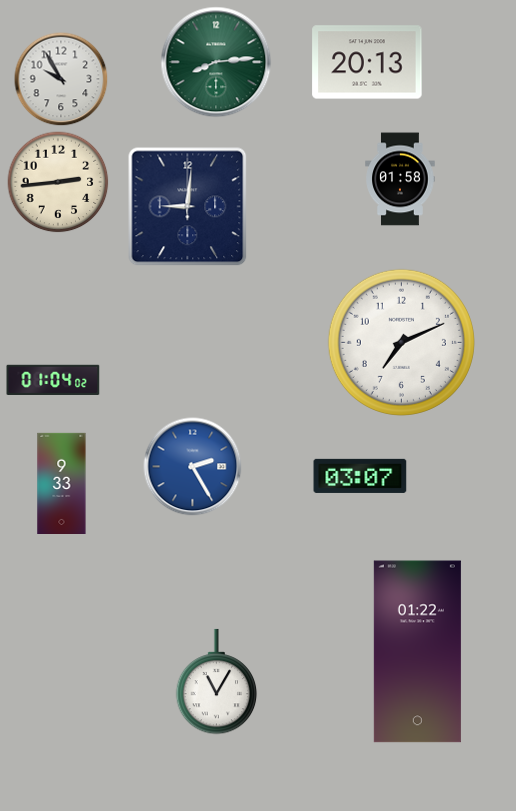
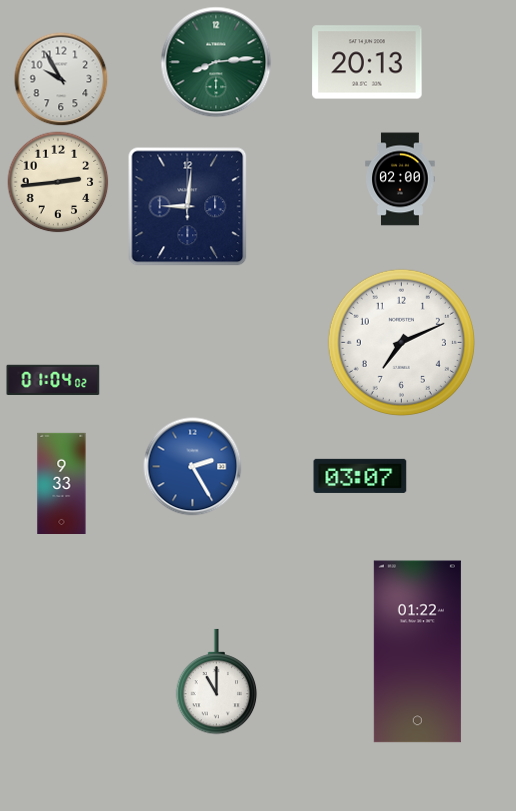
clock at (400, 179): 01:58 -> 02:00
clock at (217, 682): 11:05 -> 11:00
